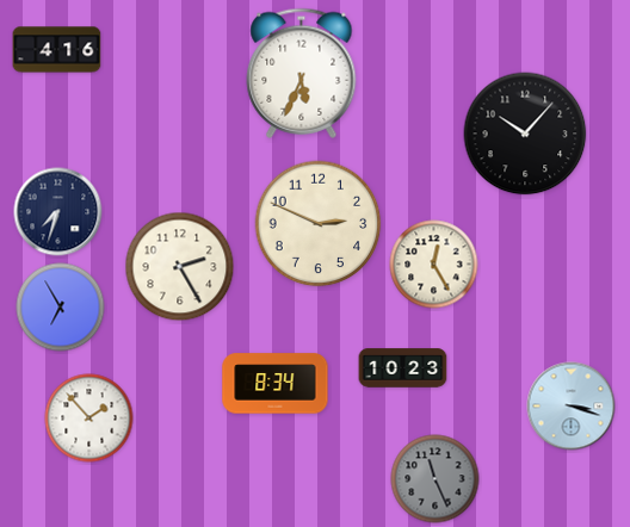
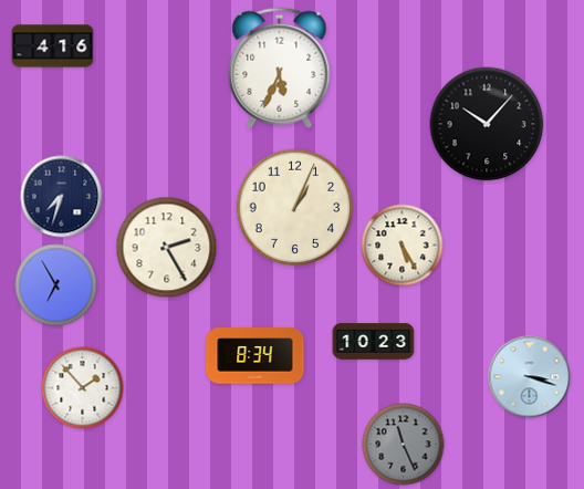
clock at (58, 212) position: (58, 212) -> (62, 197)
clock at (319, 224): 2:49 -> 1:04
clock at (434, 265): 12:25 -> 5:25
